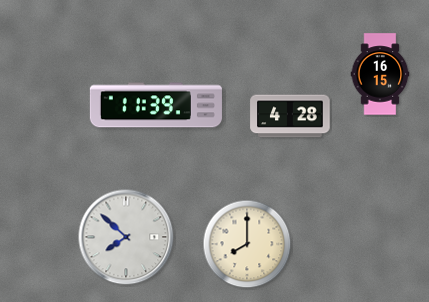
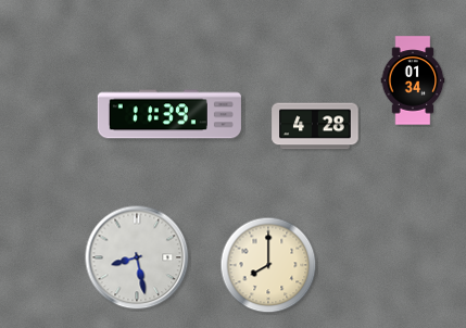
clock at (380, 74): 16:15 -> 01:34
clock at (126, 237): 7:52 -> 8:28
